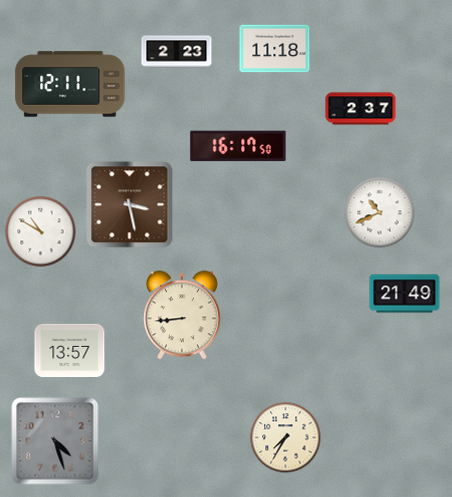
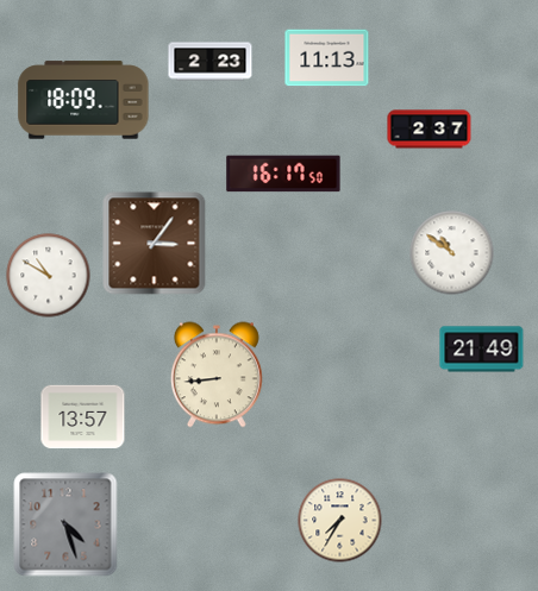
clock at (275, 49): 11:18 -> 11:13
clock at (70, 84): 12:11 -> 18:09
clock at (130, 205): 3:28 -> 3:06
clock at (380, 213): 10:41 -> 10:51
